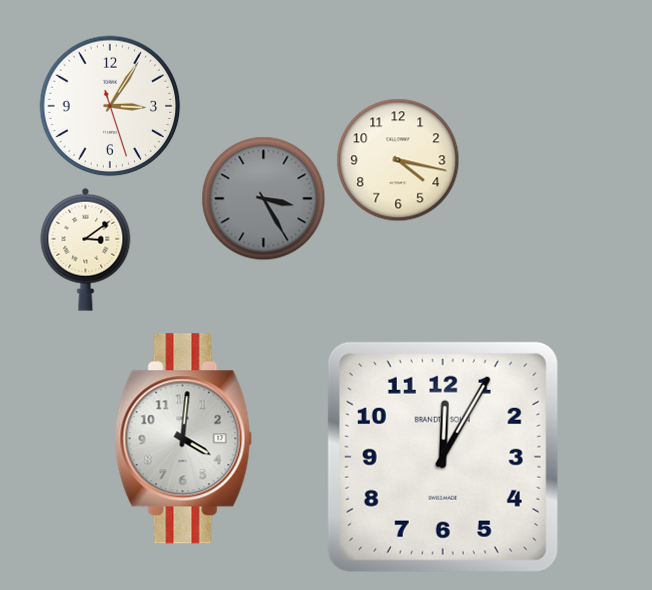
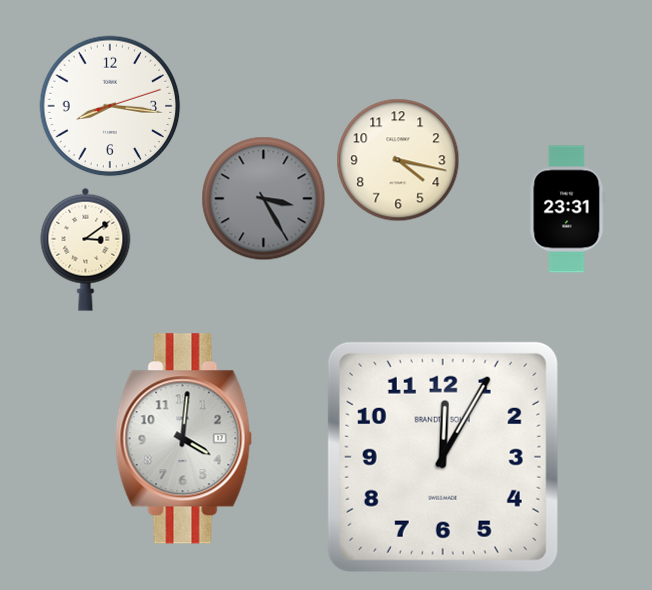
clock at (110, 106): 3:05 -> 8:16
clock at (567, 209): none -> 23:31
